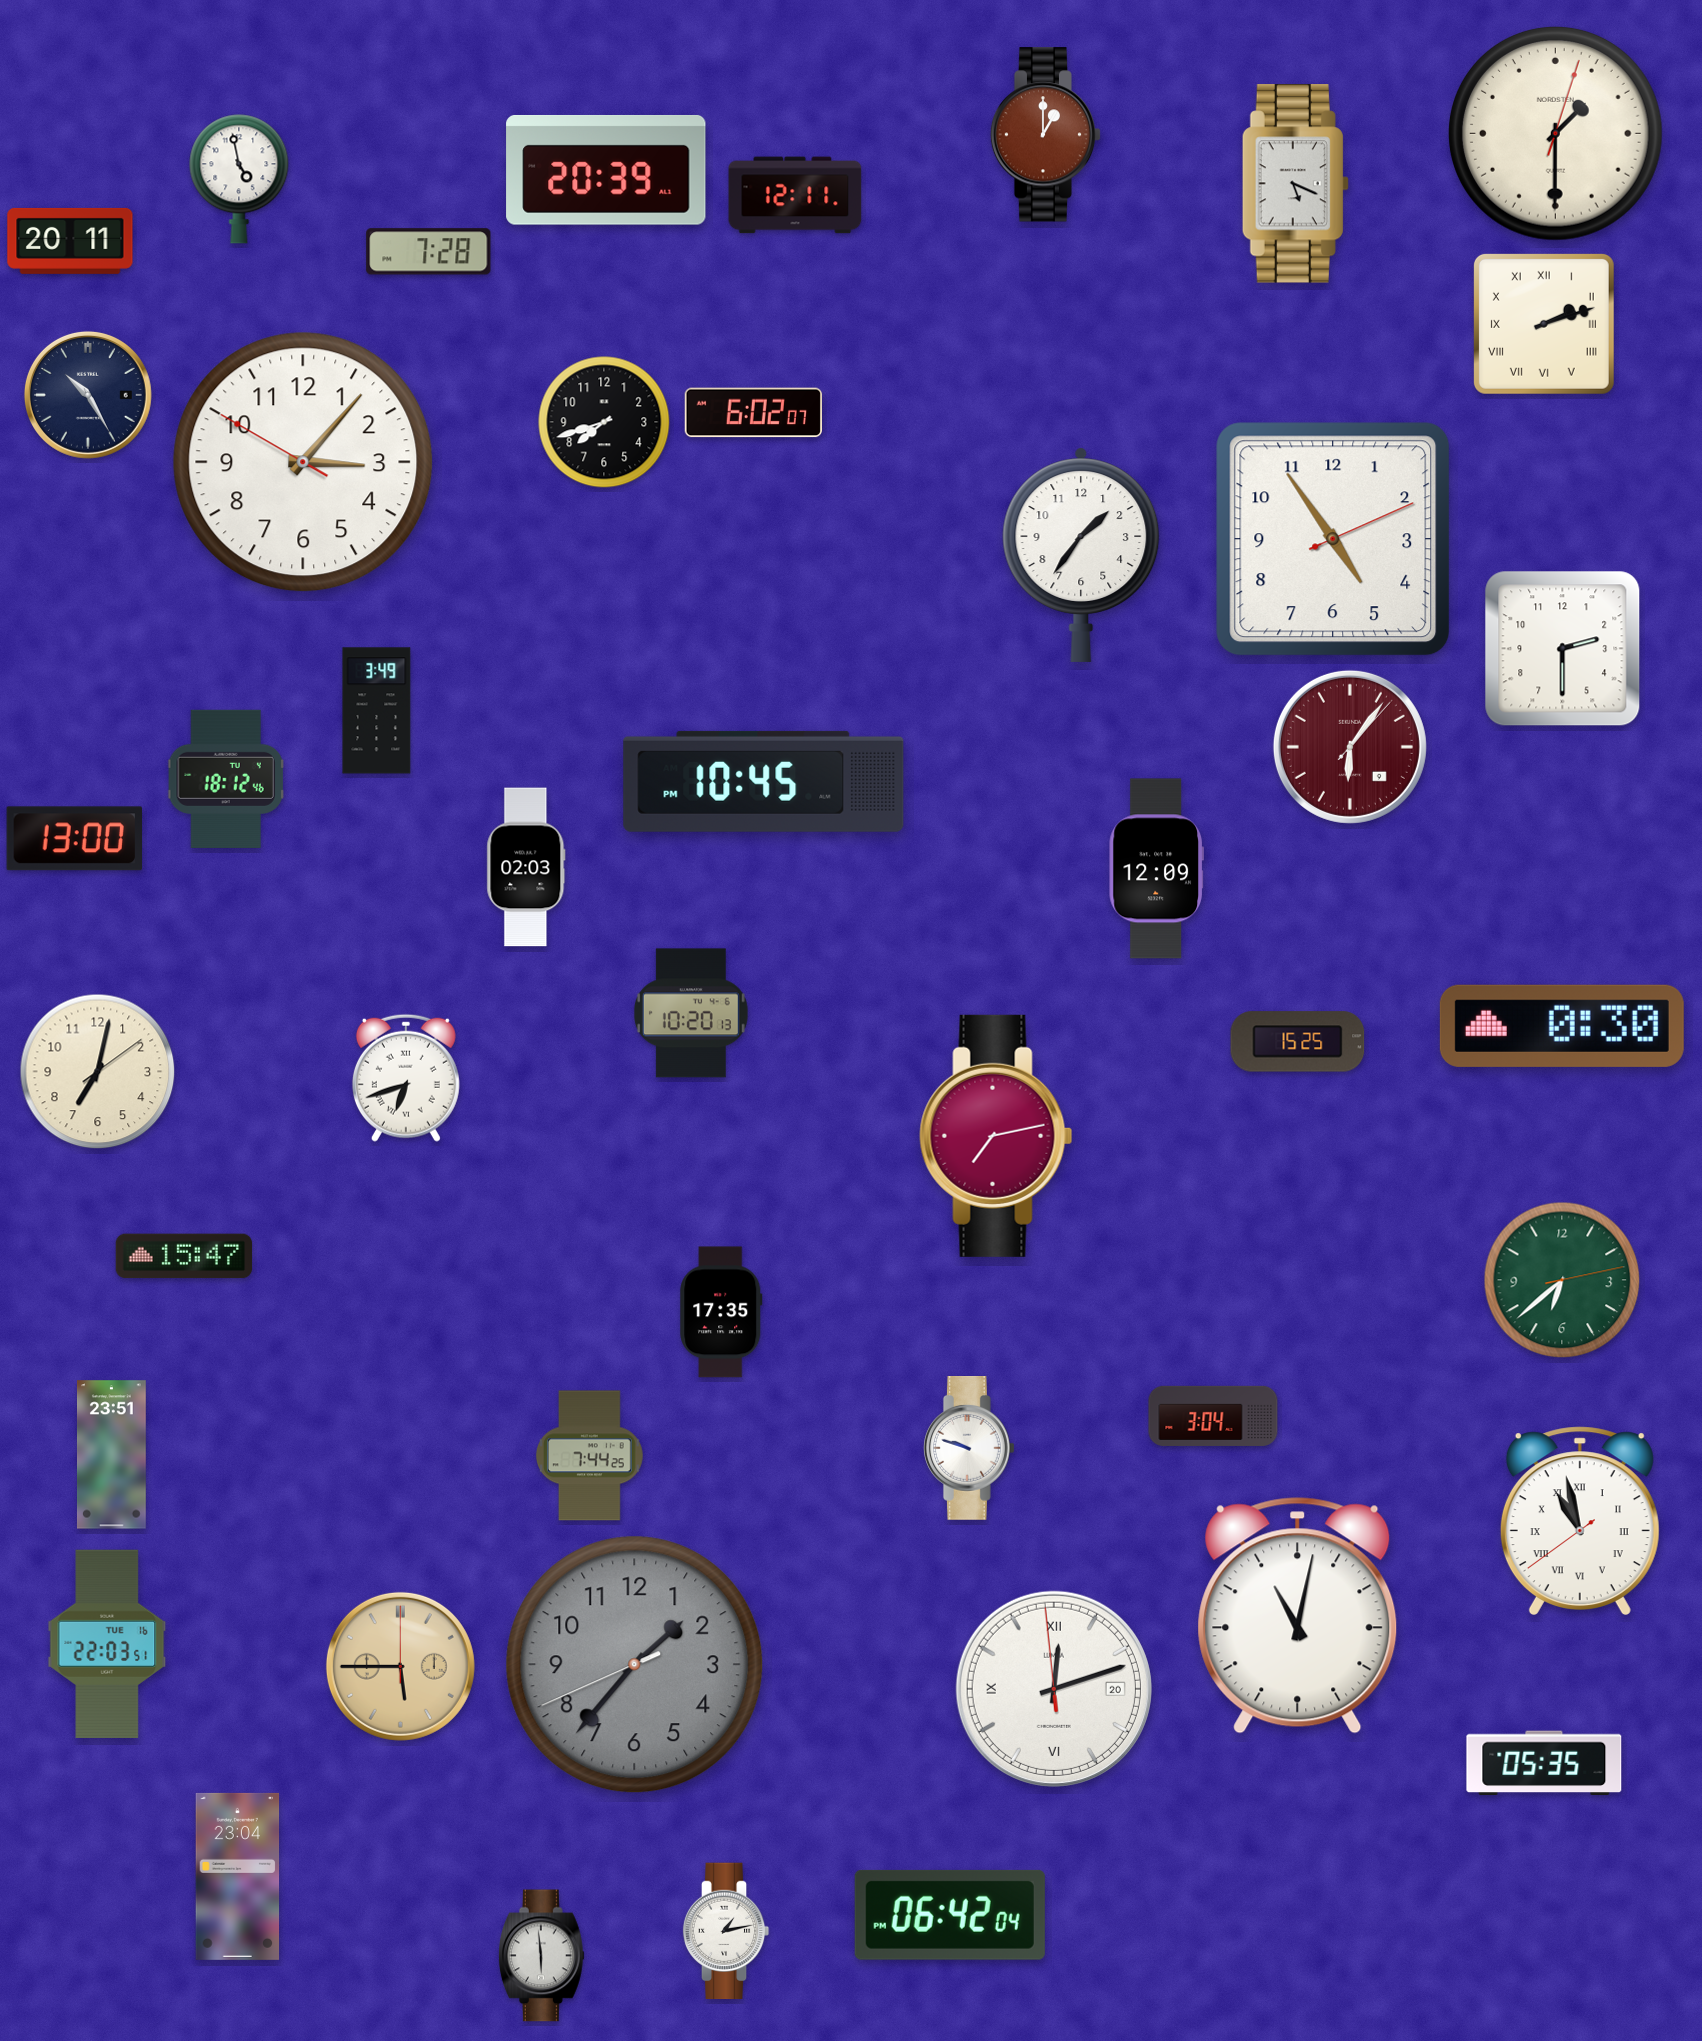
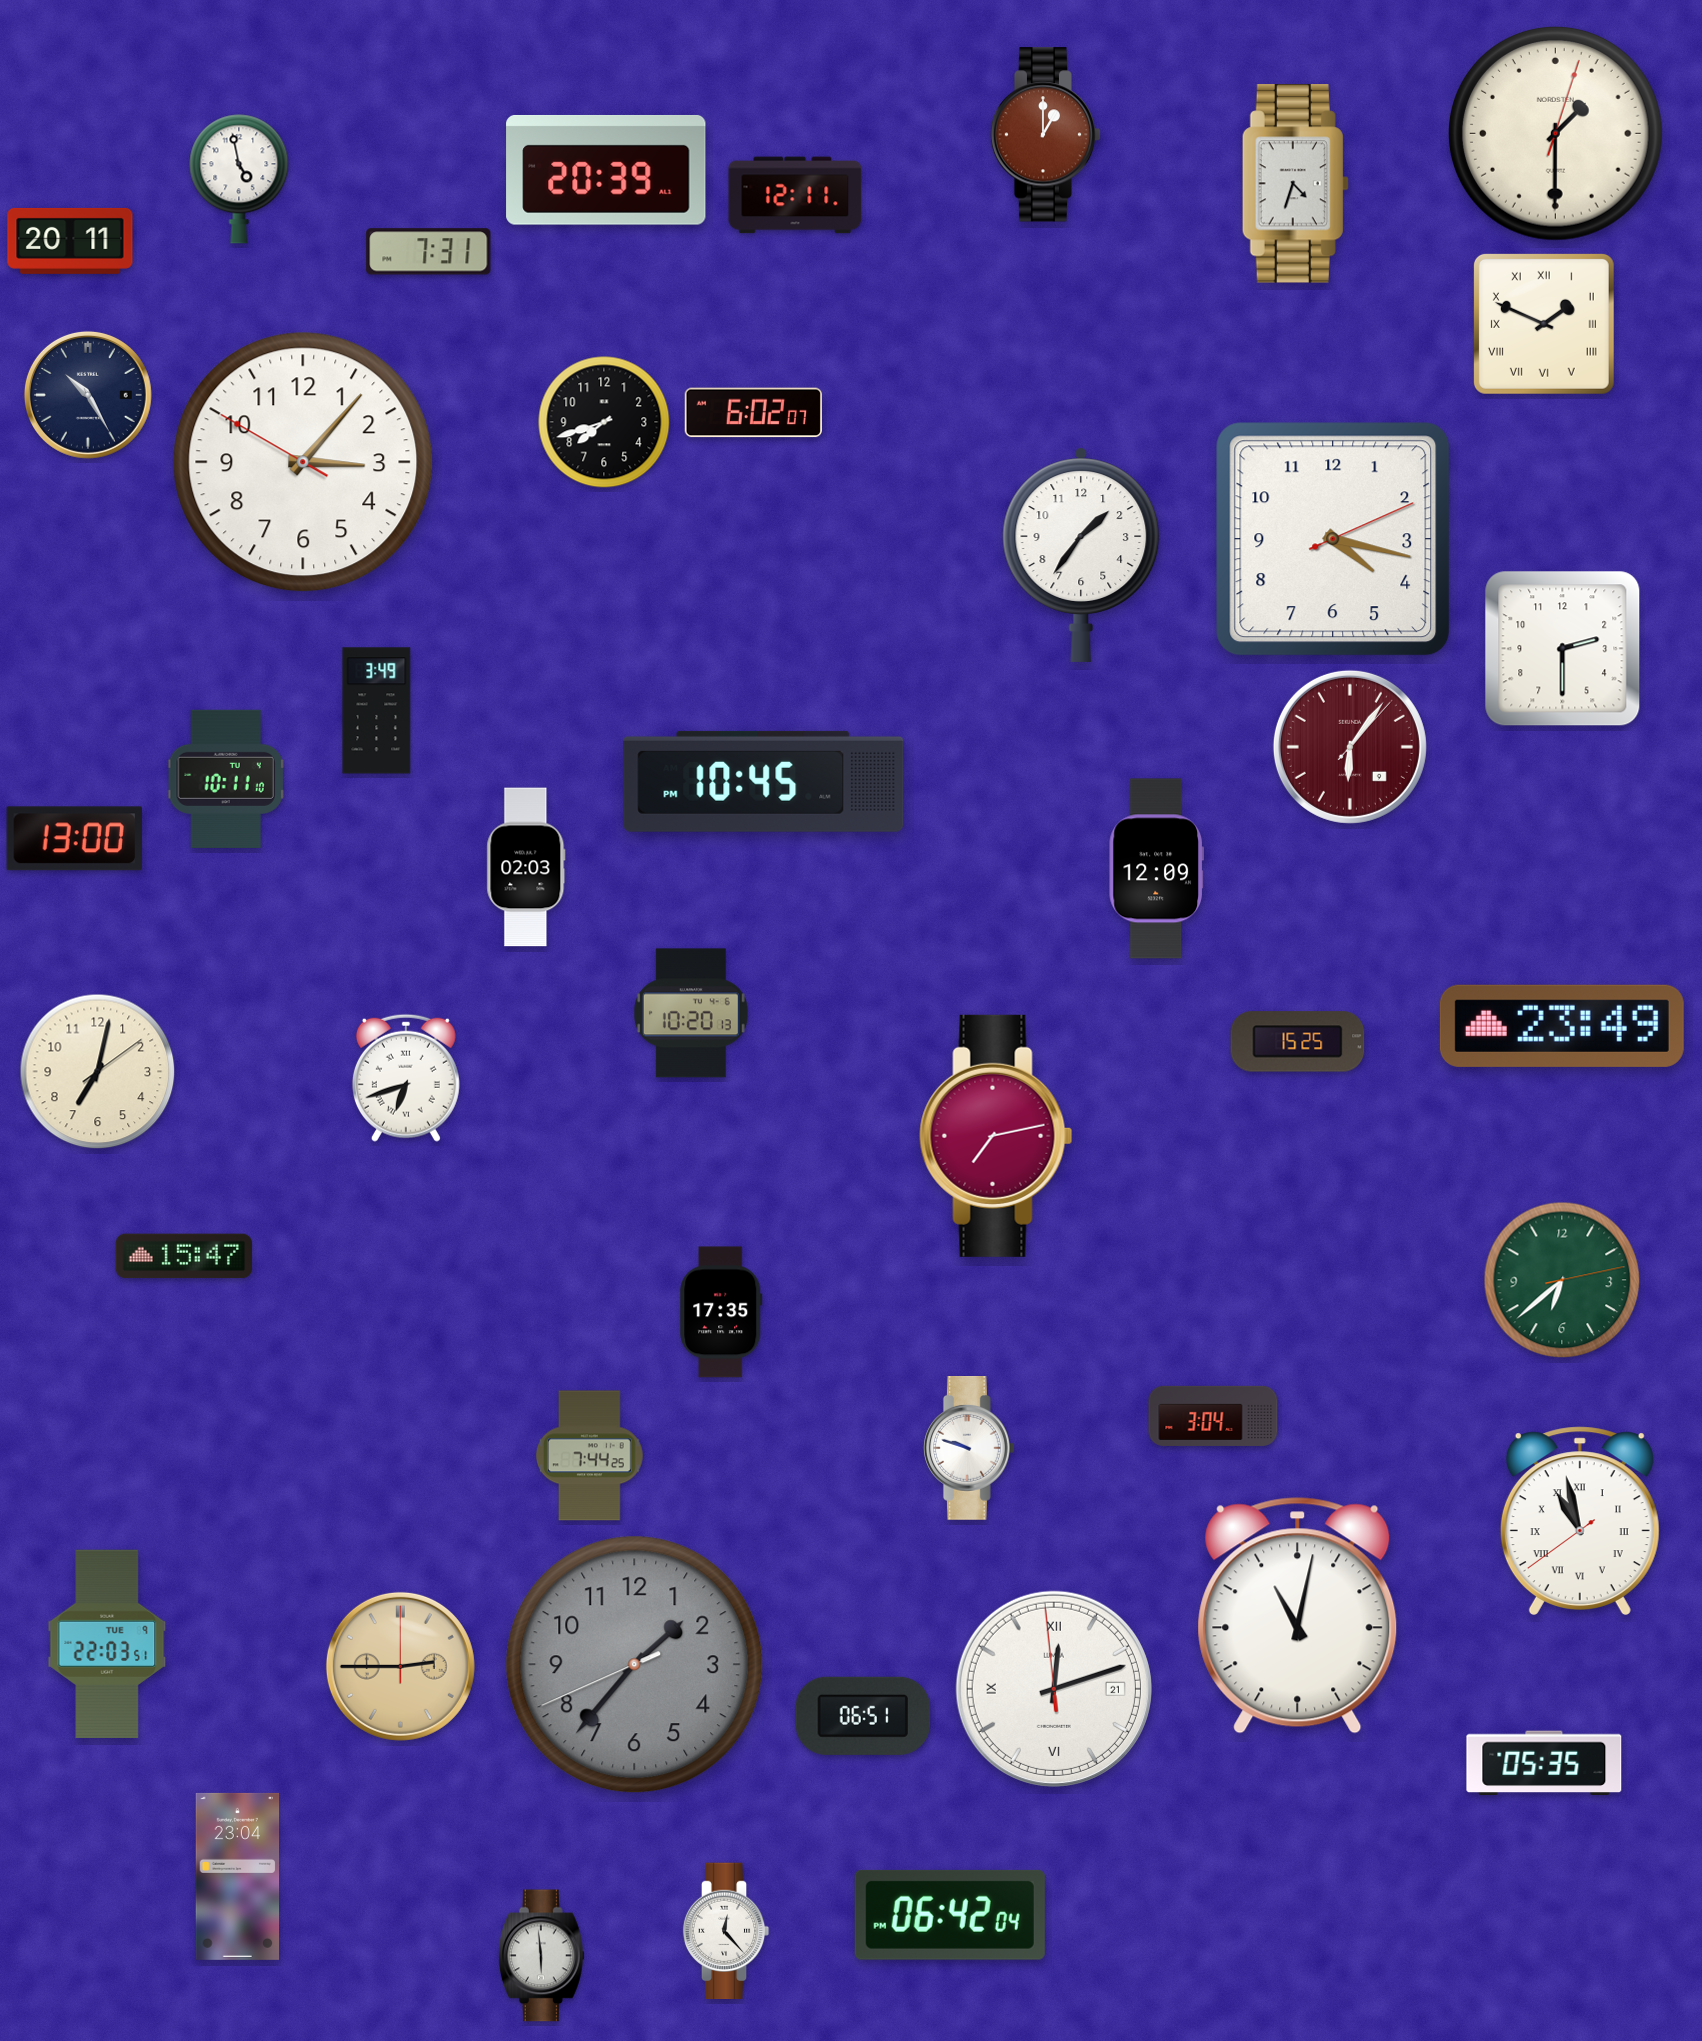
clock at (1295, 184): 5:19 -> 4:33
clock at (429, 252): 7:28 -> 7:31
clock at (1544, 324): 2:12 -> 1:49
clock at (1333, 539): 4:54 -> 4:17
clock at (226, 779): 18:12 -> 10:11
clock at (1562, 1026): 0:30 -> 23:49
clock at (112, 1455): 23:51 -> none
clock at (107, 1644) date: TUE 16 -> TUE 9
clock at (400, 1666): 5:45 -> 2:45
clock at (1054, 1689) date: 20 -> 21
clock at (863, 1716): none -> 06:51
clock at (726, 1931): 1:13 -> 12:23
